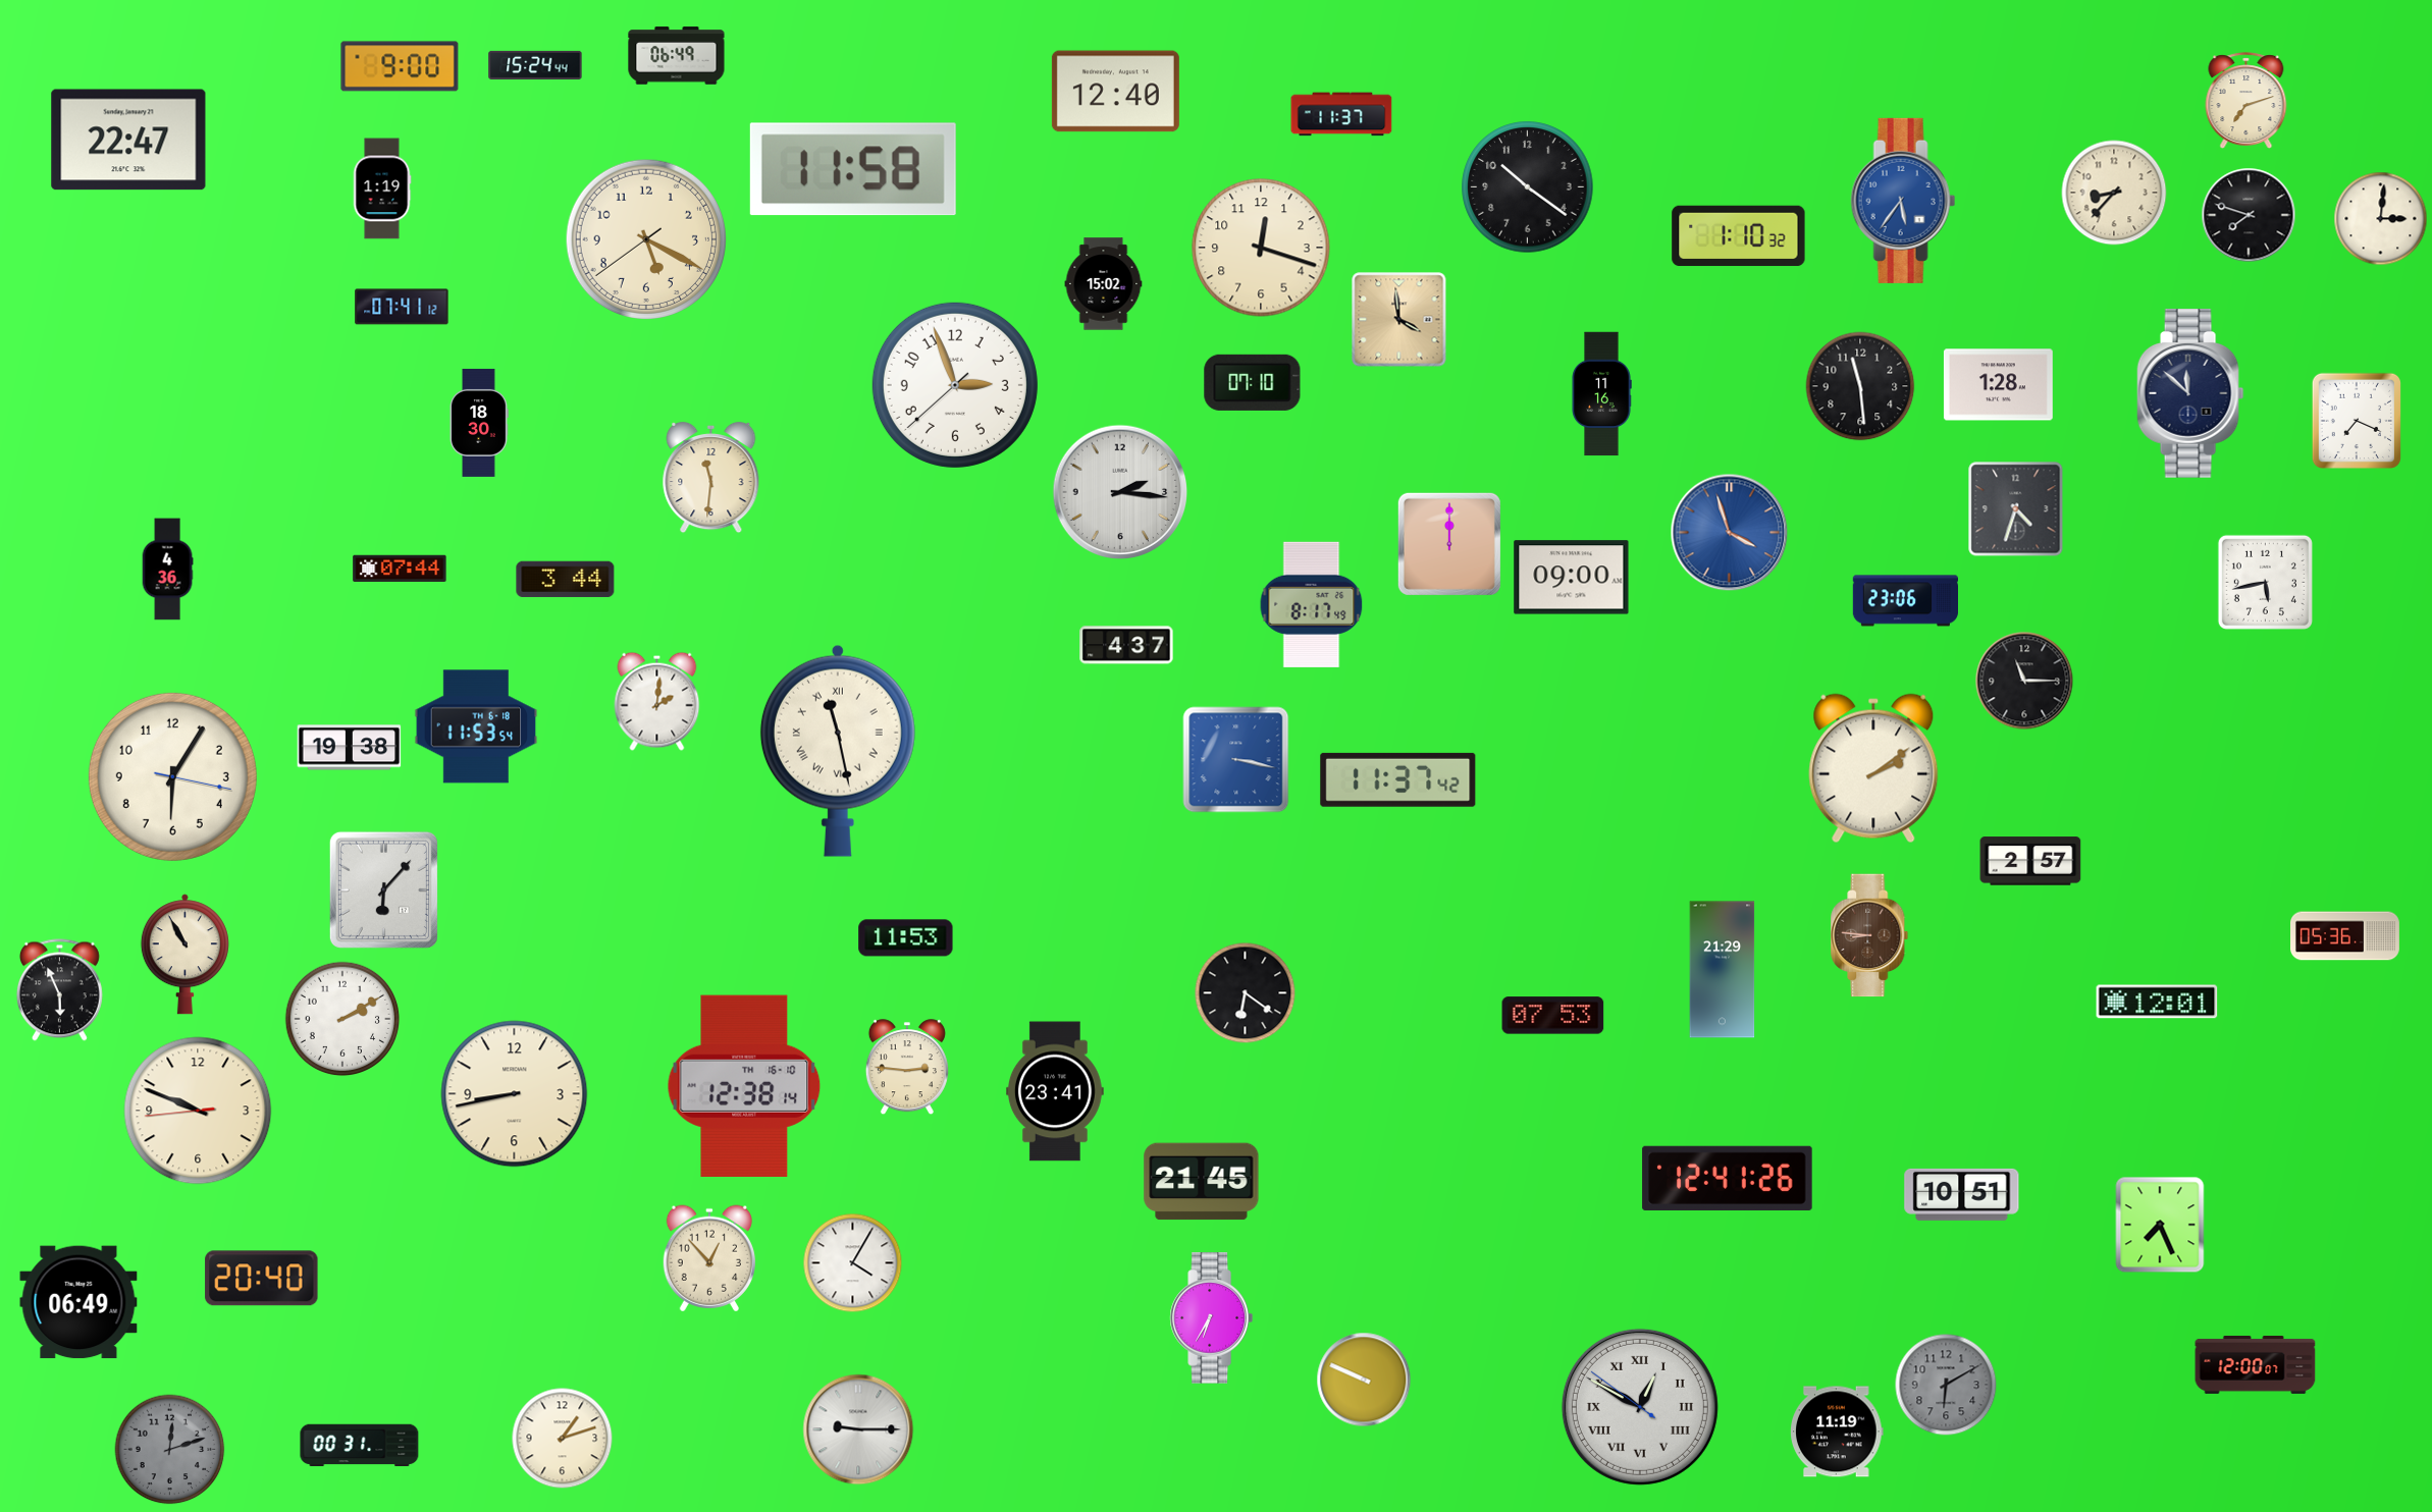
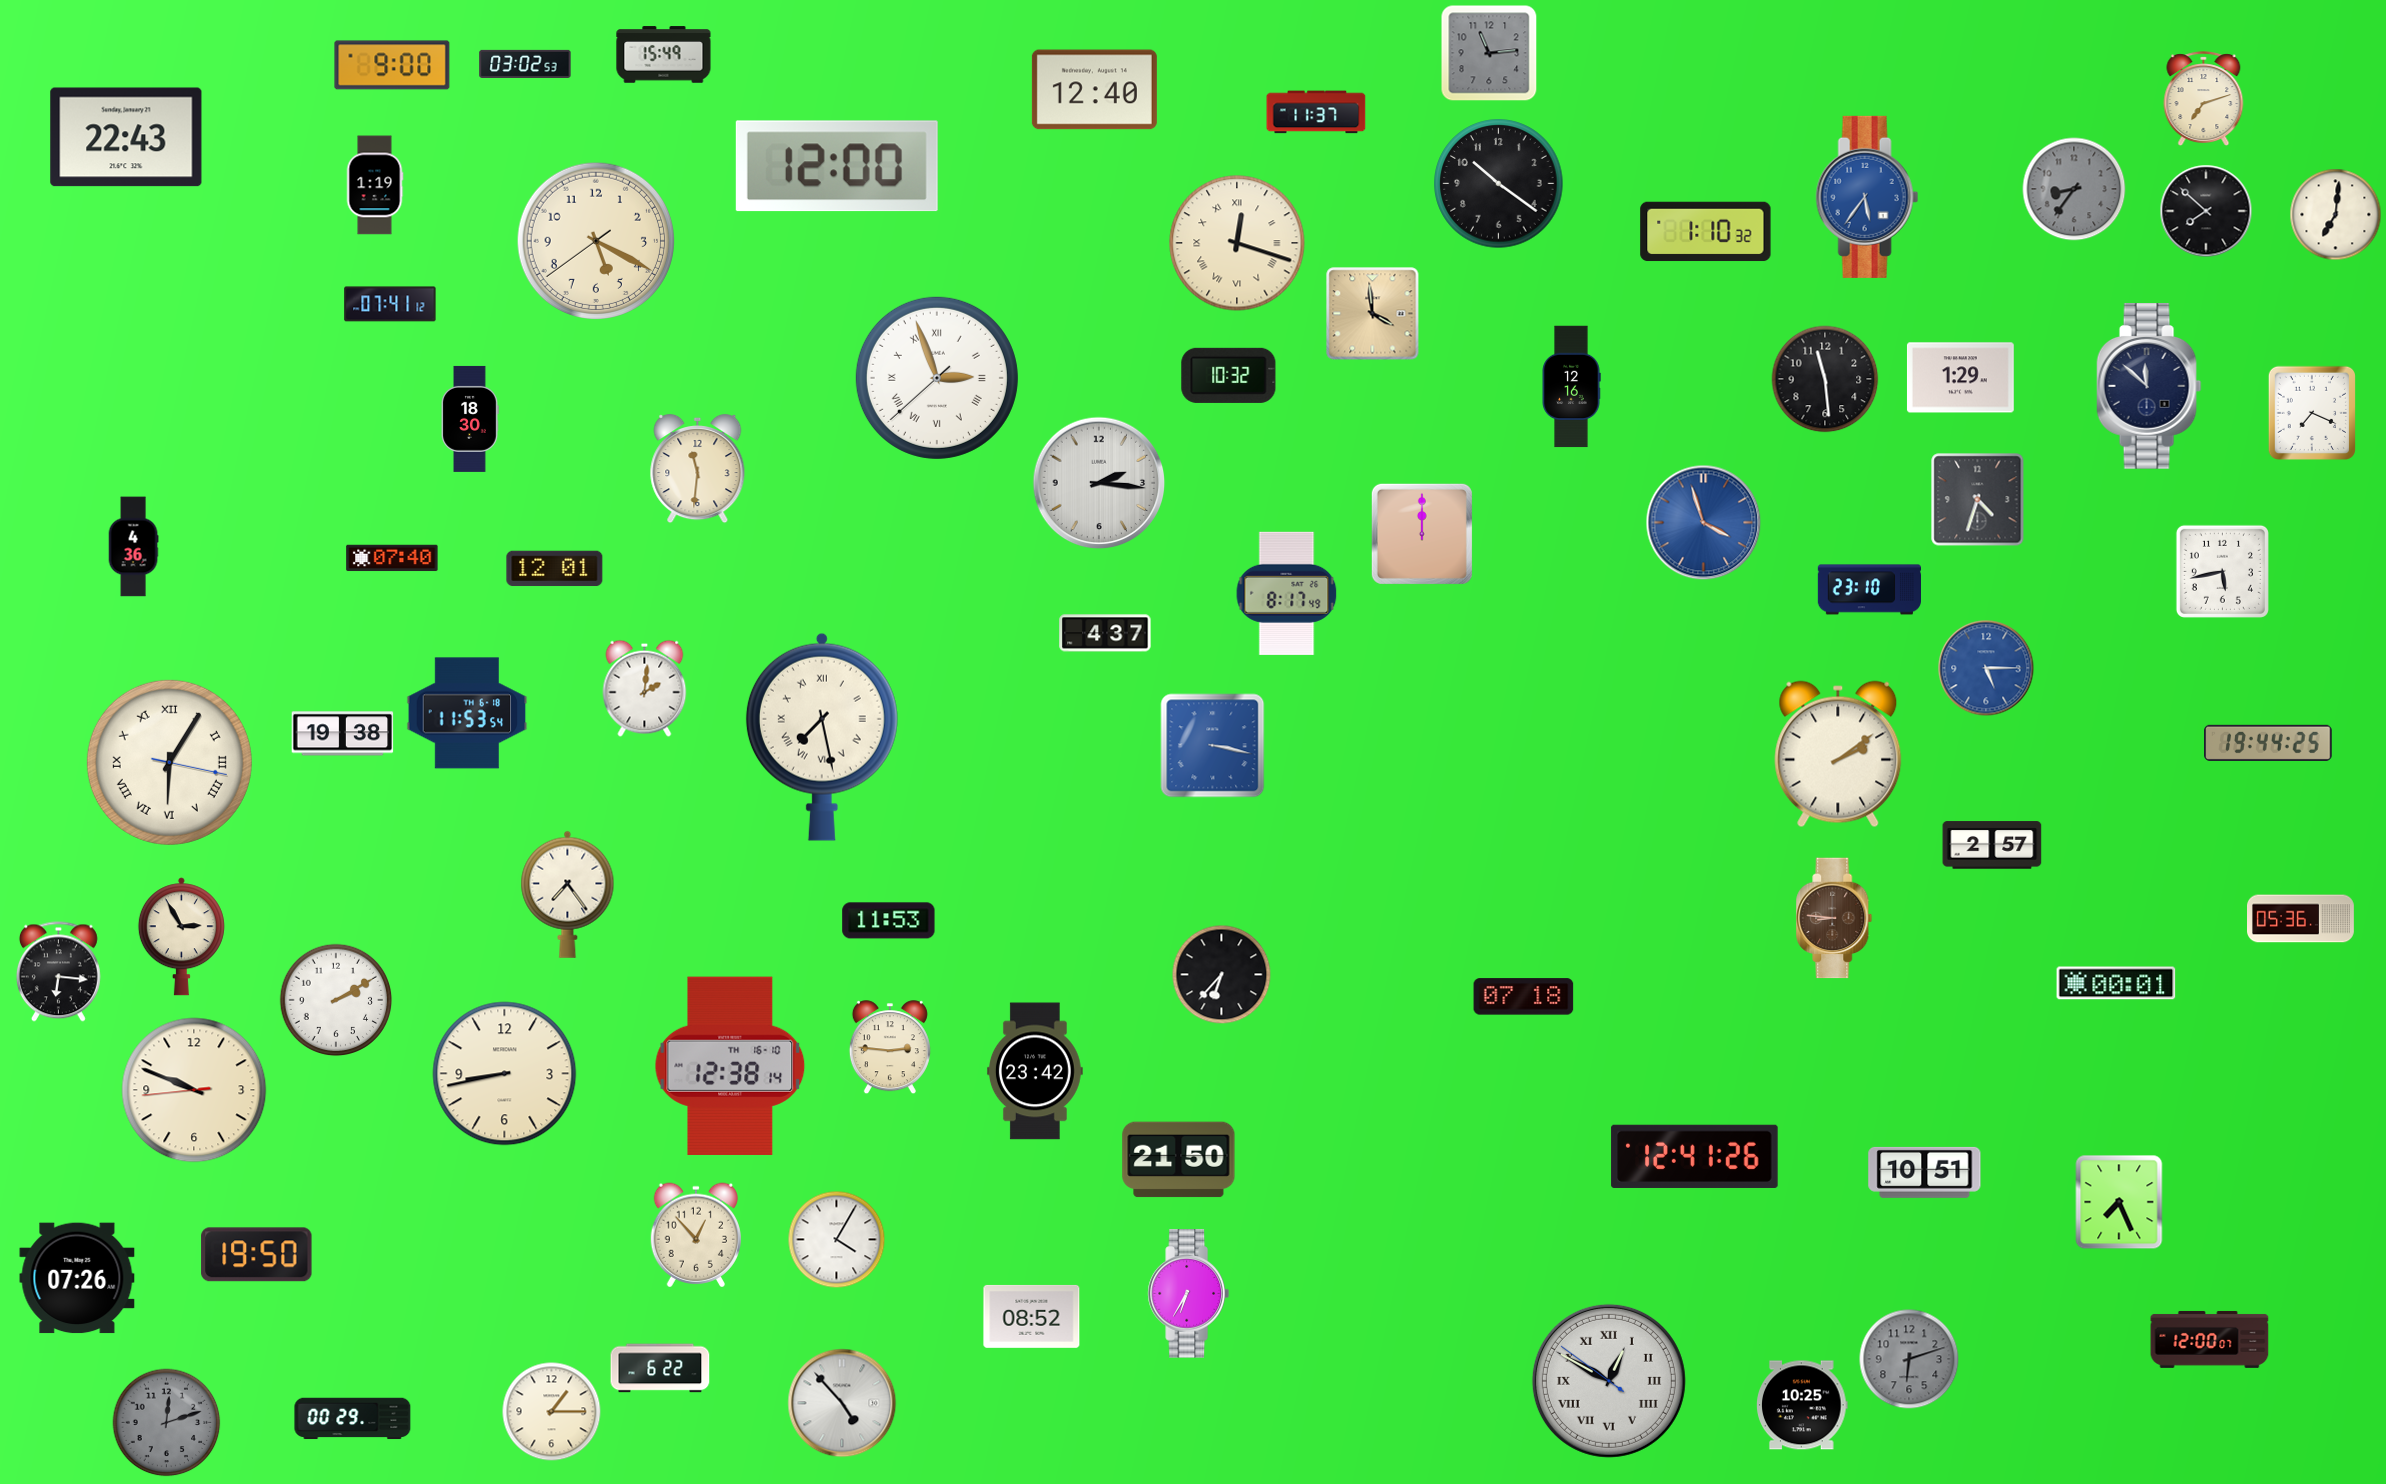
clock at (1489, 53): none -> 11:14
clock at (677, 56): 06:49 -> 15:49
clock at (535, 65): 15:24 -> 03:02
clock at (128, 140): 22:47 -> 22:43
clock at (853, 169): 11:58 -> 12:00
clock at (2114, 193): 8:37 -> 8:36
clock at (2114, 193) dial: cream -> grey
clock at (2249, 215): 7:48 -> 7:52
clock at (2381, 219): 3:01 -> 7:01
clock at (646, 239) position: (646, 239) -> (596, 241)
clock at (1261, 248) numerals: Arabic -> Roman
clock at (1104, 284): 15:02 -> none
clock at (402, 307) position: (402, 307) -> (390, 304)
clock at (1253, 382): 07:10 -> 10:32
clock at (955, 385) numerals: Arabic -> Roman
clock at (1998, 385): 1:28 -> 1:29
clock at (1601, 394): 11:16 -> 12:16
clock at (479, 423) position: (479, 423) -> (470, 419)
clock at (1730, 533) position: (1730, 533) -> (1704, 523)
clock at (400, 569): 07:44 -> 07:40
clock at (167, 570) position: (167, 570) -> (133, 547)
clock at (1572, 578): 09:00 -> none
clock at (566, 580): 3:44 -> 12:01
clock at (1905, 601): 23:06 -> 23:10
clock at (2024, 681): 11:15 -> 5:15
clock at (2024, 681) dial: black -> blue
clock at (838, 751): 11:28 -> 7:28
clock at (2268, 743): none -> 19:44
clock at (172, 776) numerals: Arabic -> Roman
clock at (1398, 779): 11:37 -> none
clock at (383, 889): 6:07 -> none
clock at (568, 894): none -> 7:24
clock at (184, 955): 10:55 -> 2:55
clock at (1723, 970): 21:29 -> none
clock at (59, 990): 5:56 -> 6:16
clock at (1246, 993): 6:21 -> 6:37
clock at (2157, 1002): 12:01 -> 00:01
clock at (1553, 1016): 07:53 -> 07:18
clock at (1055, 1091): 23:41 -> 23:42
clock at (1202, 1182): 21:45 -> 21:50
clock at (262, 1279): 20:40 -> 19:50
clock at (78, 1302): 06:49 -> 07:26
clock at (1032, 1316): none -> 08:52
clock at (2256, 1364) position: (2256, 1364) -> (2210, 1339)
clock at (1364, 1380): 9:49 -> none
clock at (1946, 1385): 6:10 -> 6:12
clock at (660, 1368): none -> 6:22
clock at (858, 1429): 9:15 -> 4:53
clock at (1838, 1432): 11:19 -> 10:25
clock at (563, 1439): 1:12 -> 1:15
clock at (360, 1446): 00:31 -> 00:29
